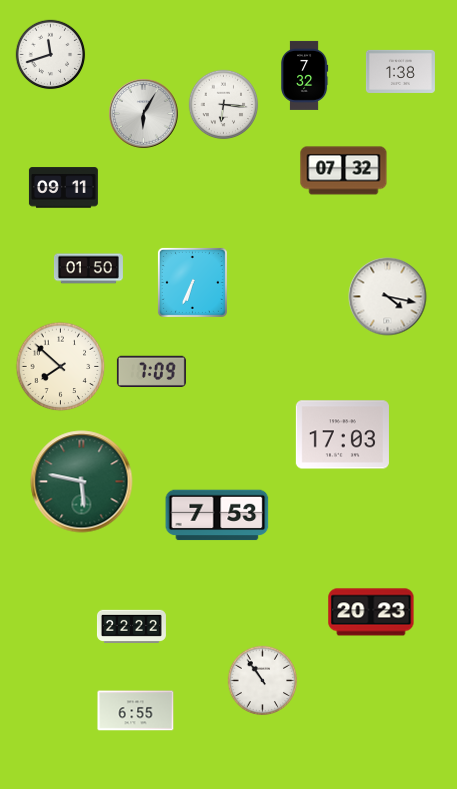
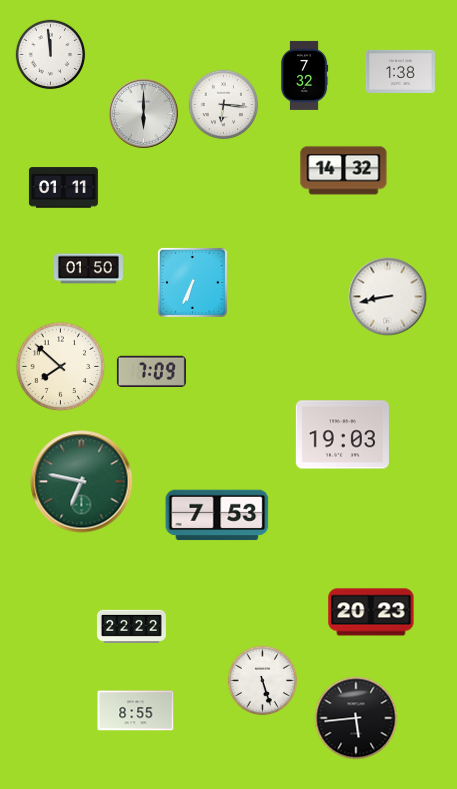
clock at (51, 55): 11:42 -> 11:59
clock at (144, 114): 6:05 -> 6:00
clock at (344, 171): 07:32 -> 14:32
clock at (63, 188): 09:11 -> 01:11
clock at (388, 297): 4:17 -> 8:43
clock at (342, 435): 17:03 -> 19:03
clock at (82, 482): 5:47 -> 6:47
clock at (263, 681): 10:54 -> 5:27
clock at (136, 711): 6:55 -> 8:55
clock at (356, 718): none -> 5:44
